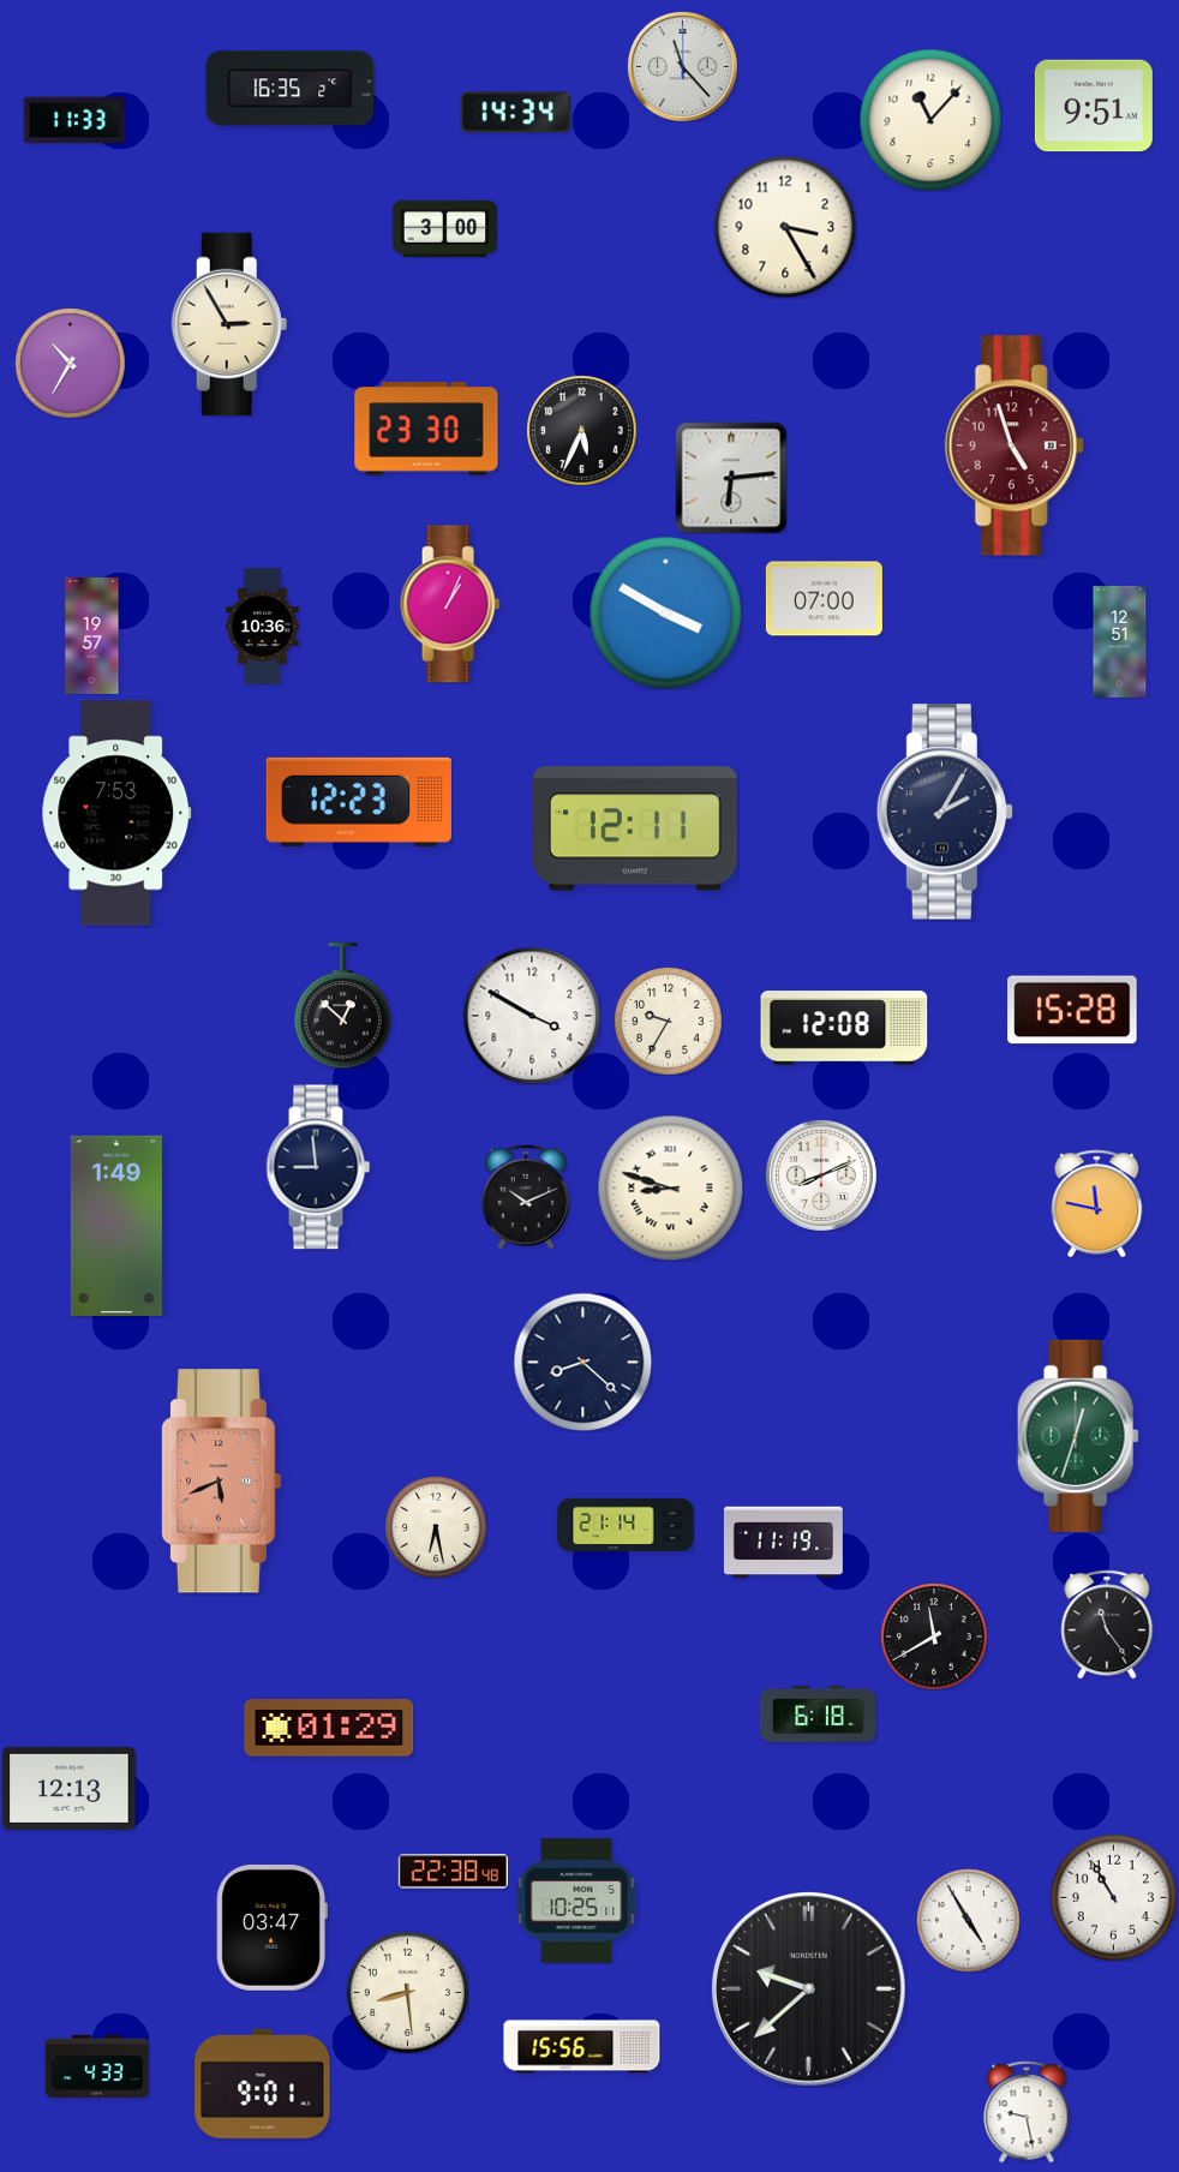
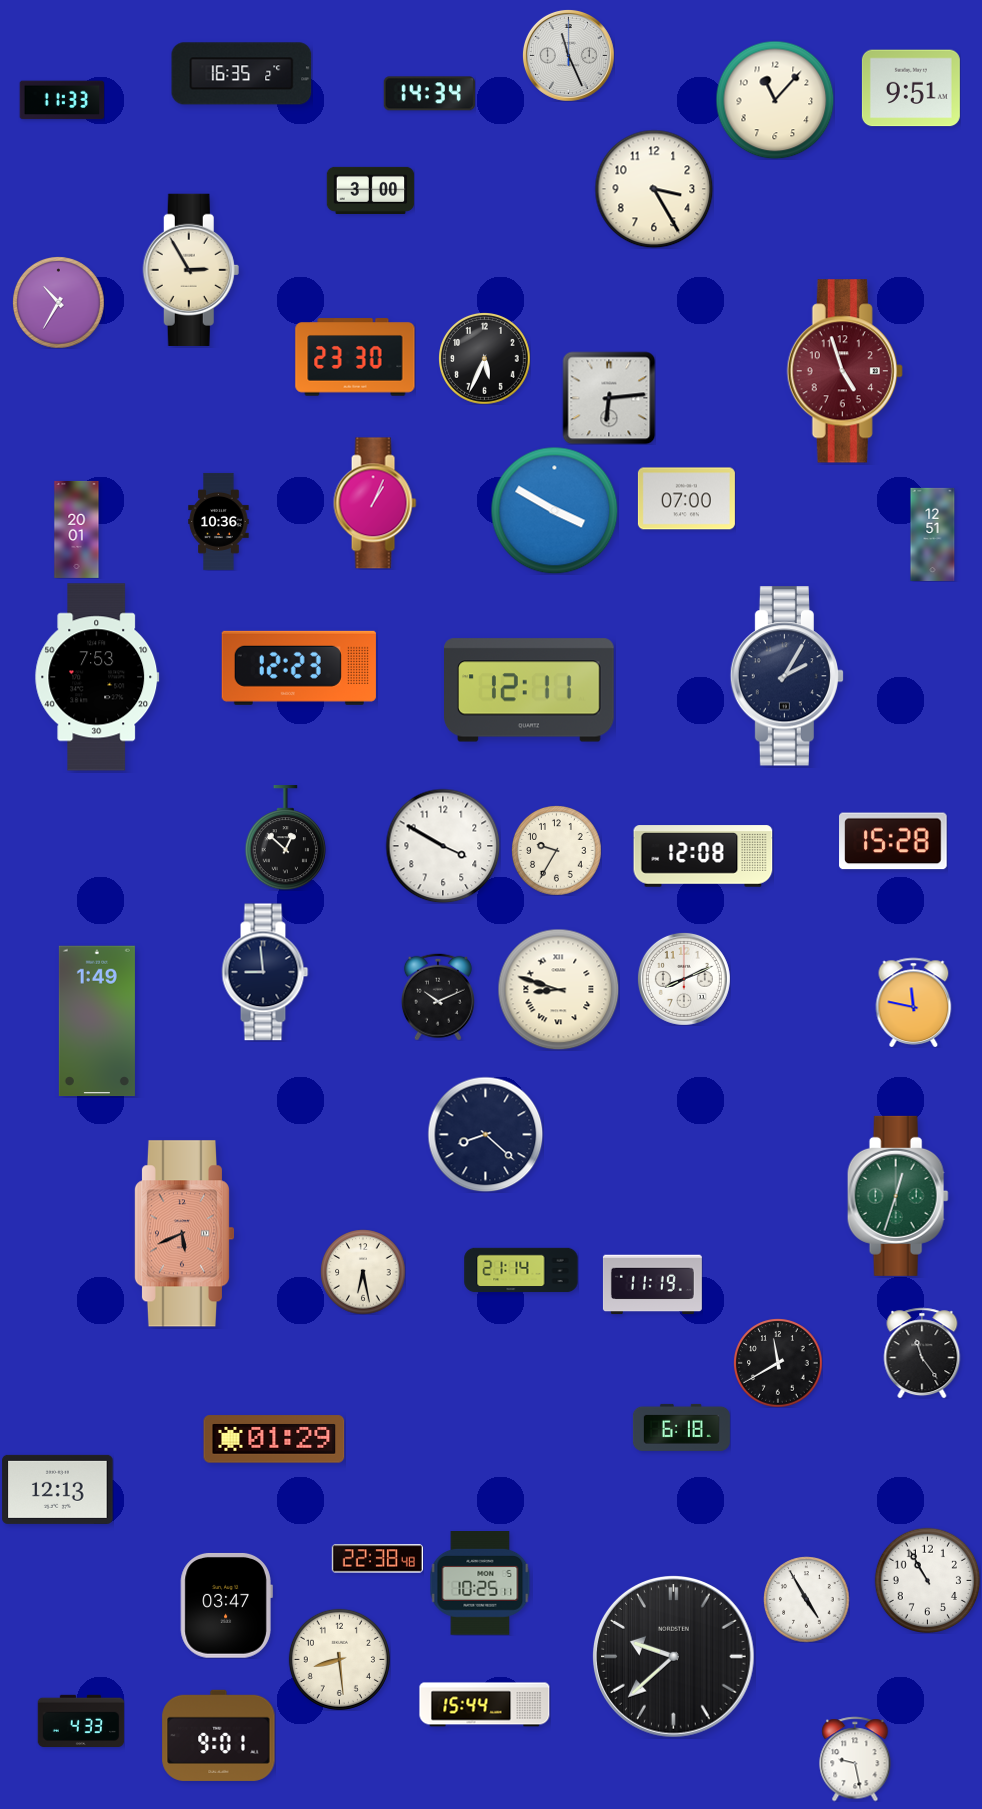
clock at (682, 66): 11:23 -> 11:26
clock at (92, 635): 19:57 -> 20:01
clock at (582, 2047): 15:56 -> 15:44
